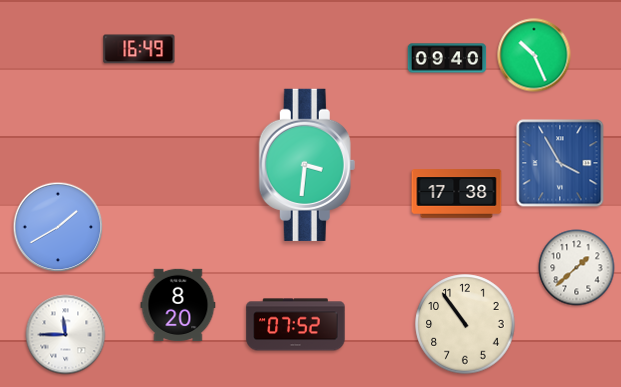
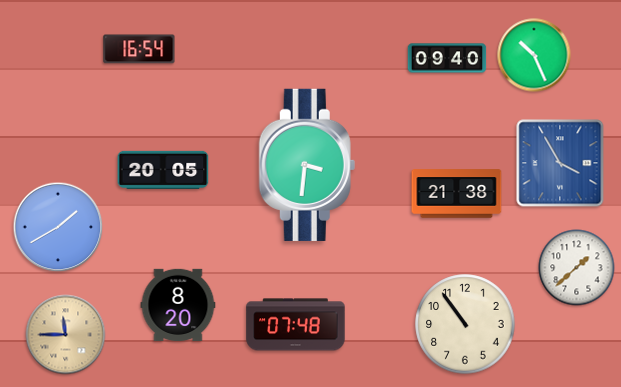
clock at (139, 49): 16:49 -> 16:54
clock at (163, 170): none -> 20:05
clock at (457, 194): 17:38 -> 21:38
clock at (296, 325): 07:52 -> 07:48
clock at (66, 335) dial: white -> champagne
